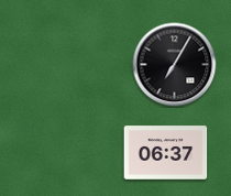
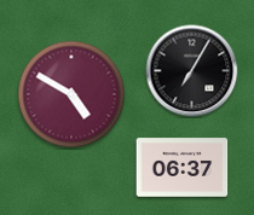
clock at (71, 94): none -> 4:50
